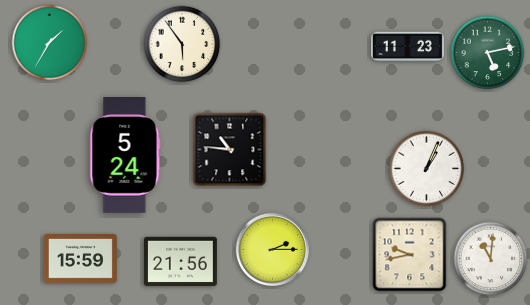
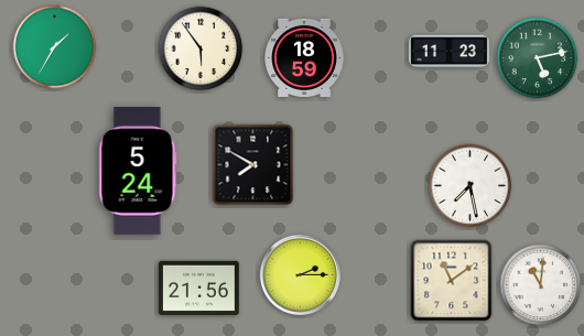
clock at (304, 57): none -> 18:59
clock at (230, 150): 10:46 -> 7:50
clock at (427, 169): 1:04 -> 7:28
clock at (410, 255): 9:43 -> 11:09
clock at (80, 259): 15:59 -> none
